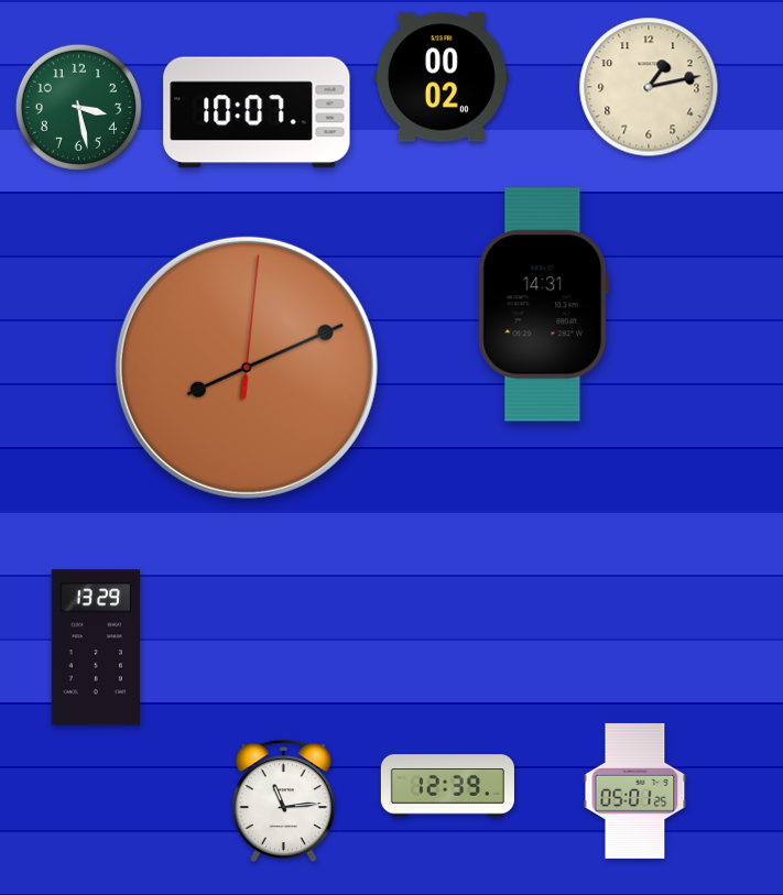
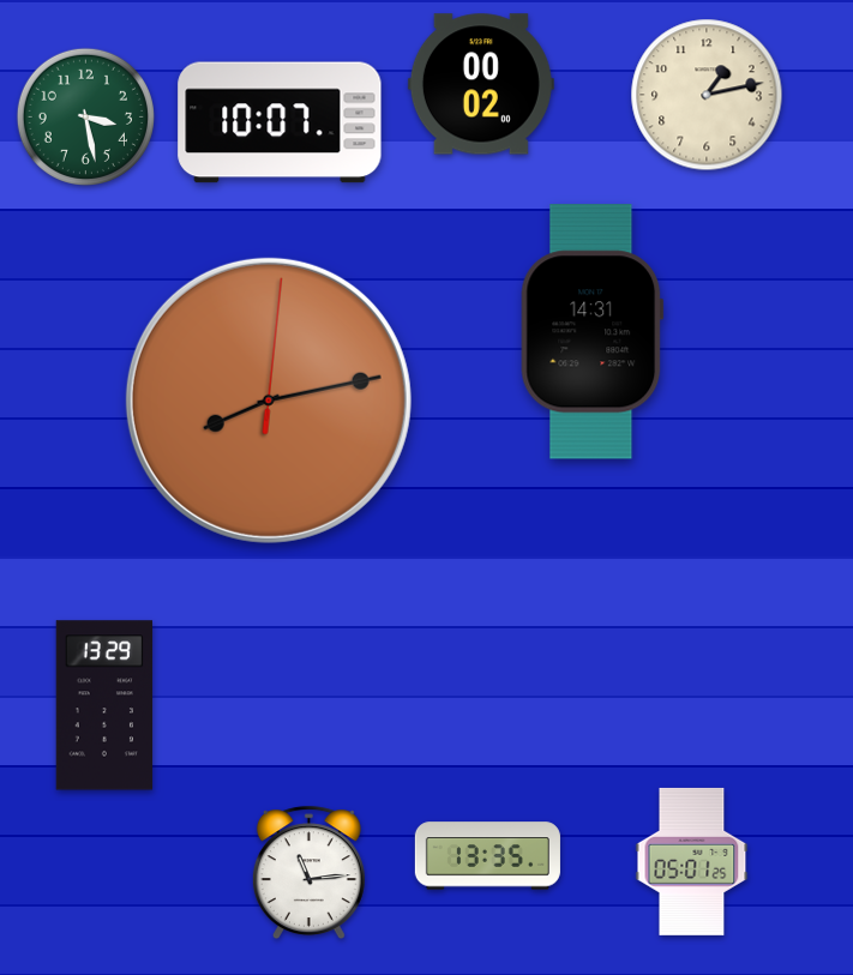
clock at (247, 368): 8:11 -> 8:13
clock at (447, 786): 12:39 -> 13:35
